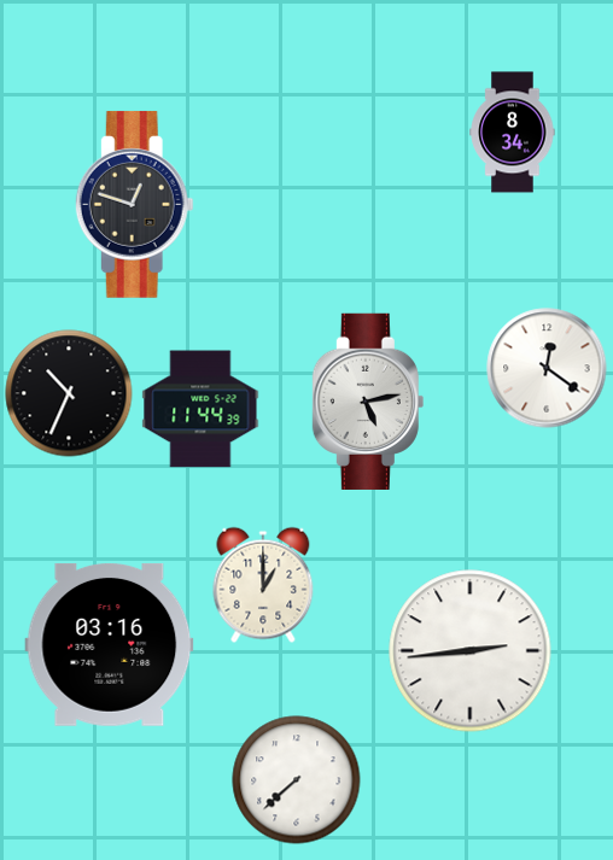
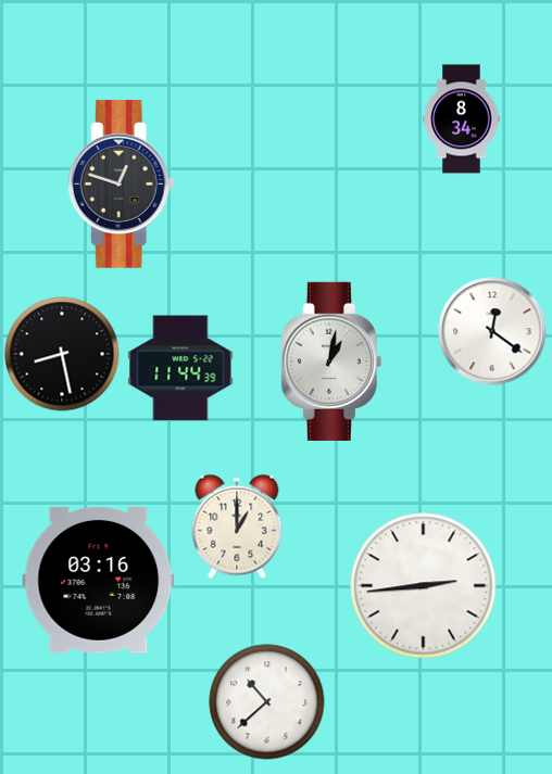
clock at (69, 393): 10:34 -> 8:28
clock at (368, 402): 5:13 -> 1:02
clock at (297, 780): 7:38 -> 10:38
